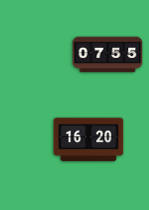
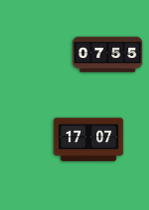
clock at (89, 140): 16:20 -> 17:07
